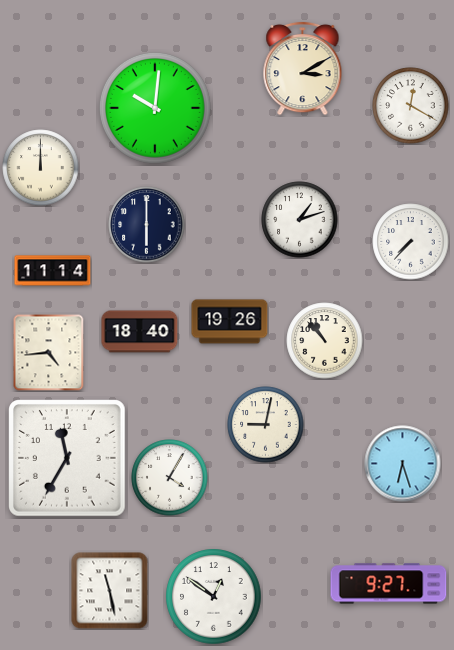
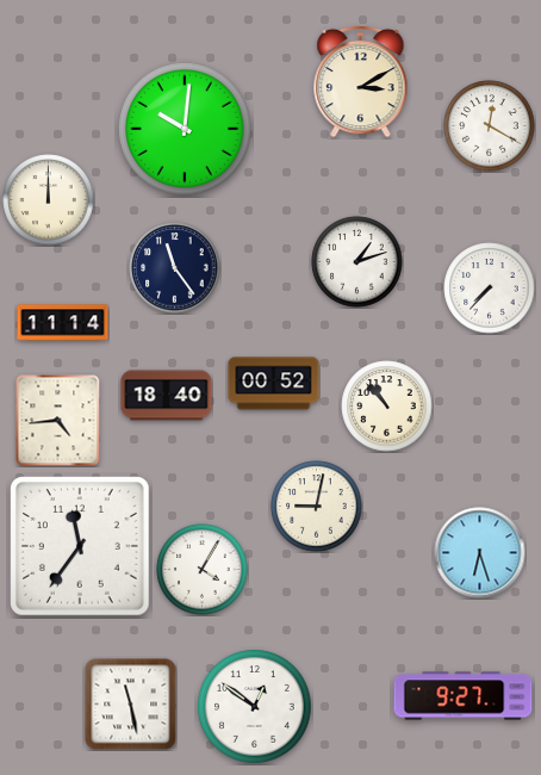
clock at (147, 225): 6:00 -> 11:24
clock at (230, 322): 19:26 -> 00:52
clock at (67, 458): 11:35 -> 11:36
clock at (214, 597) position: (214, 597) -> (255, 707)
